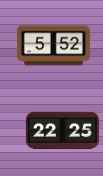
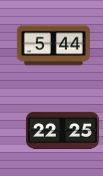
clock at (53, 46): 5:52 -> 5:44
